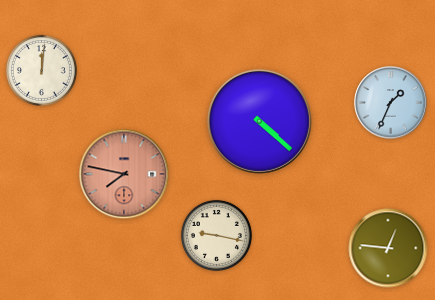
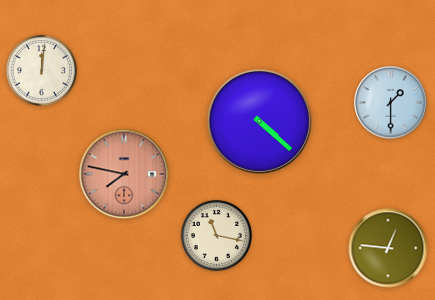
clock at (391, 103): 1:34 -> 1:30
clock at (216, 235): 9:17 -> 11:17
